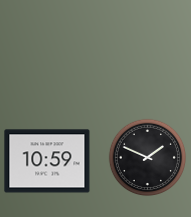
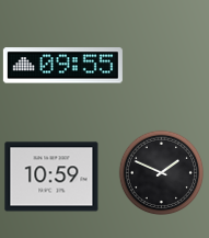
clock at (62, 66): none -> 09:55
